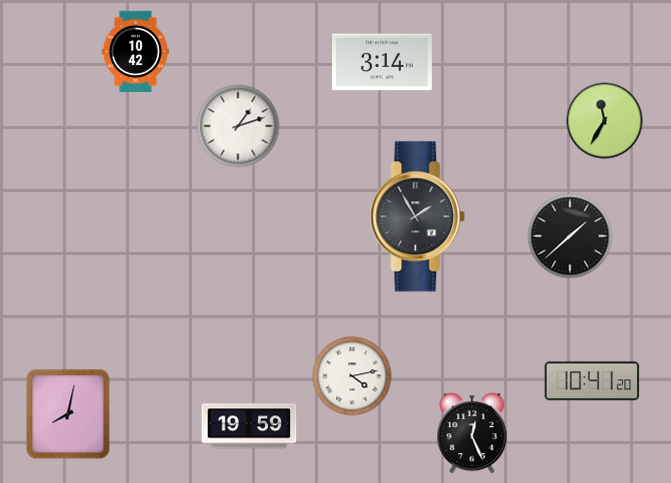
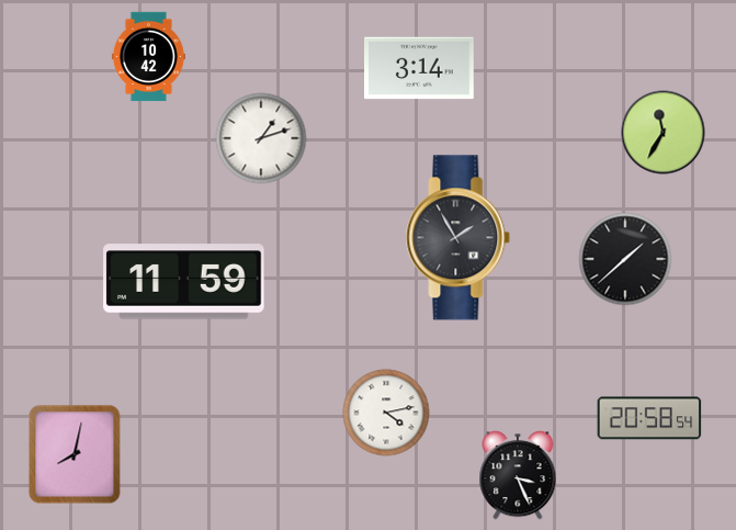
clock at (184, 282): none -> 11:59
clock at (592, 381): 10:41 -> 20:58
clock at (249, 426): 19:59 -> none
clock at (472, 433): 12:26 -> 3:26
